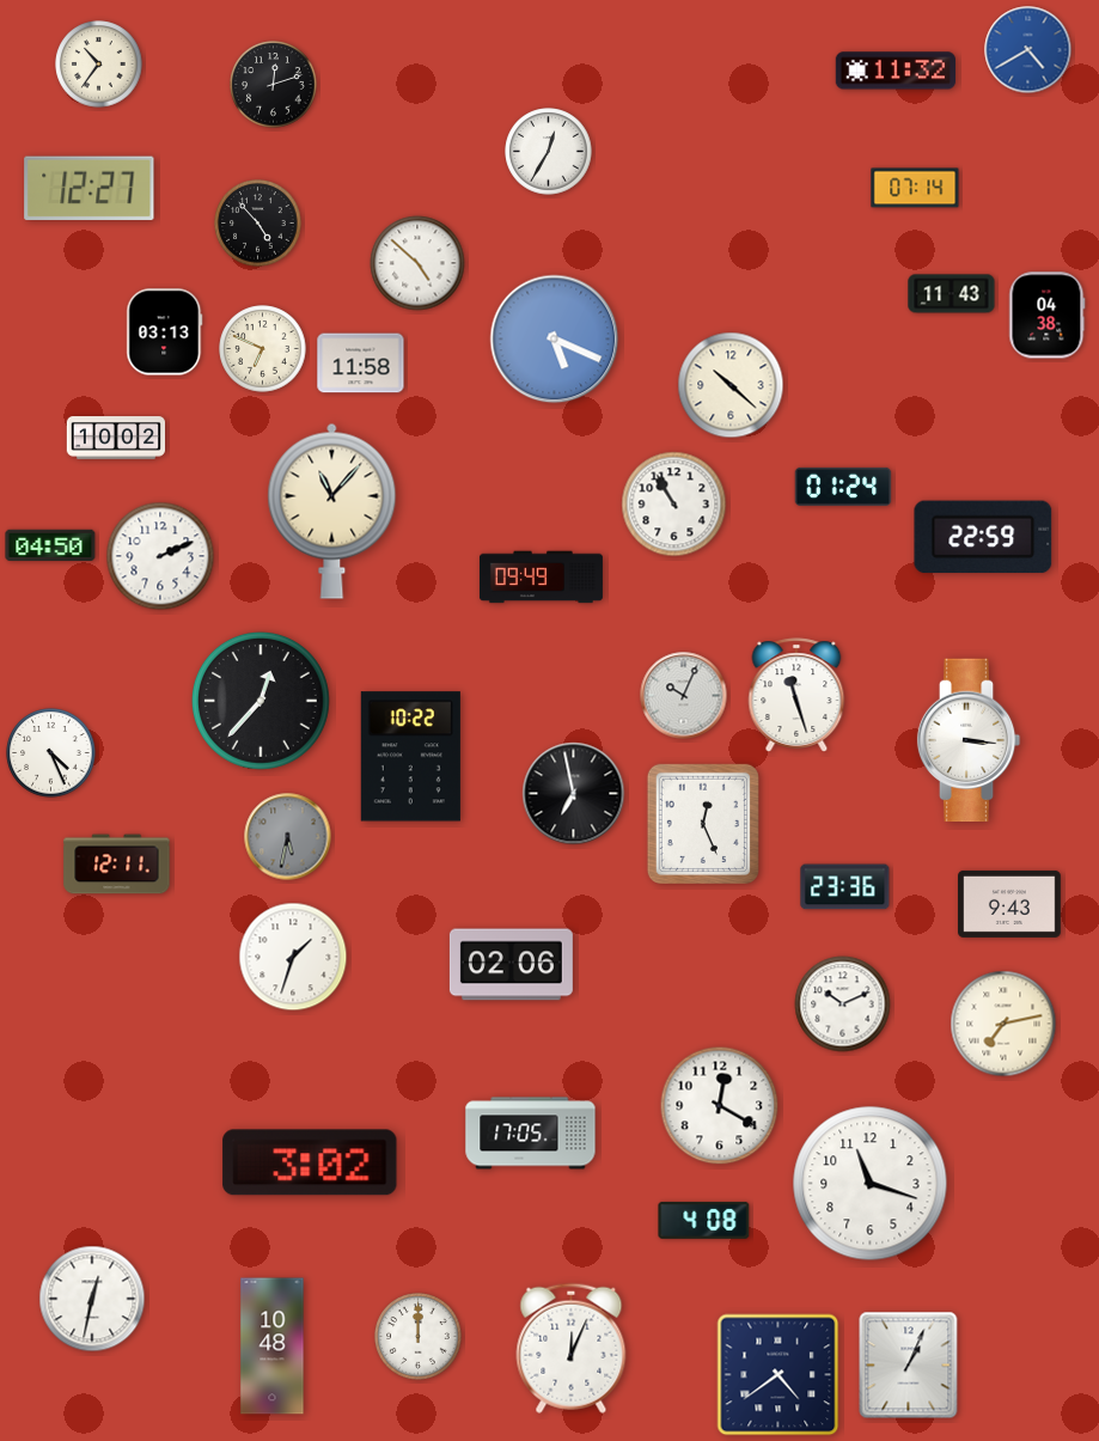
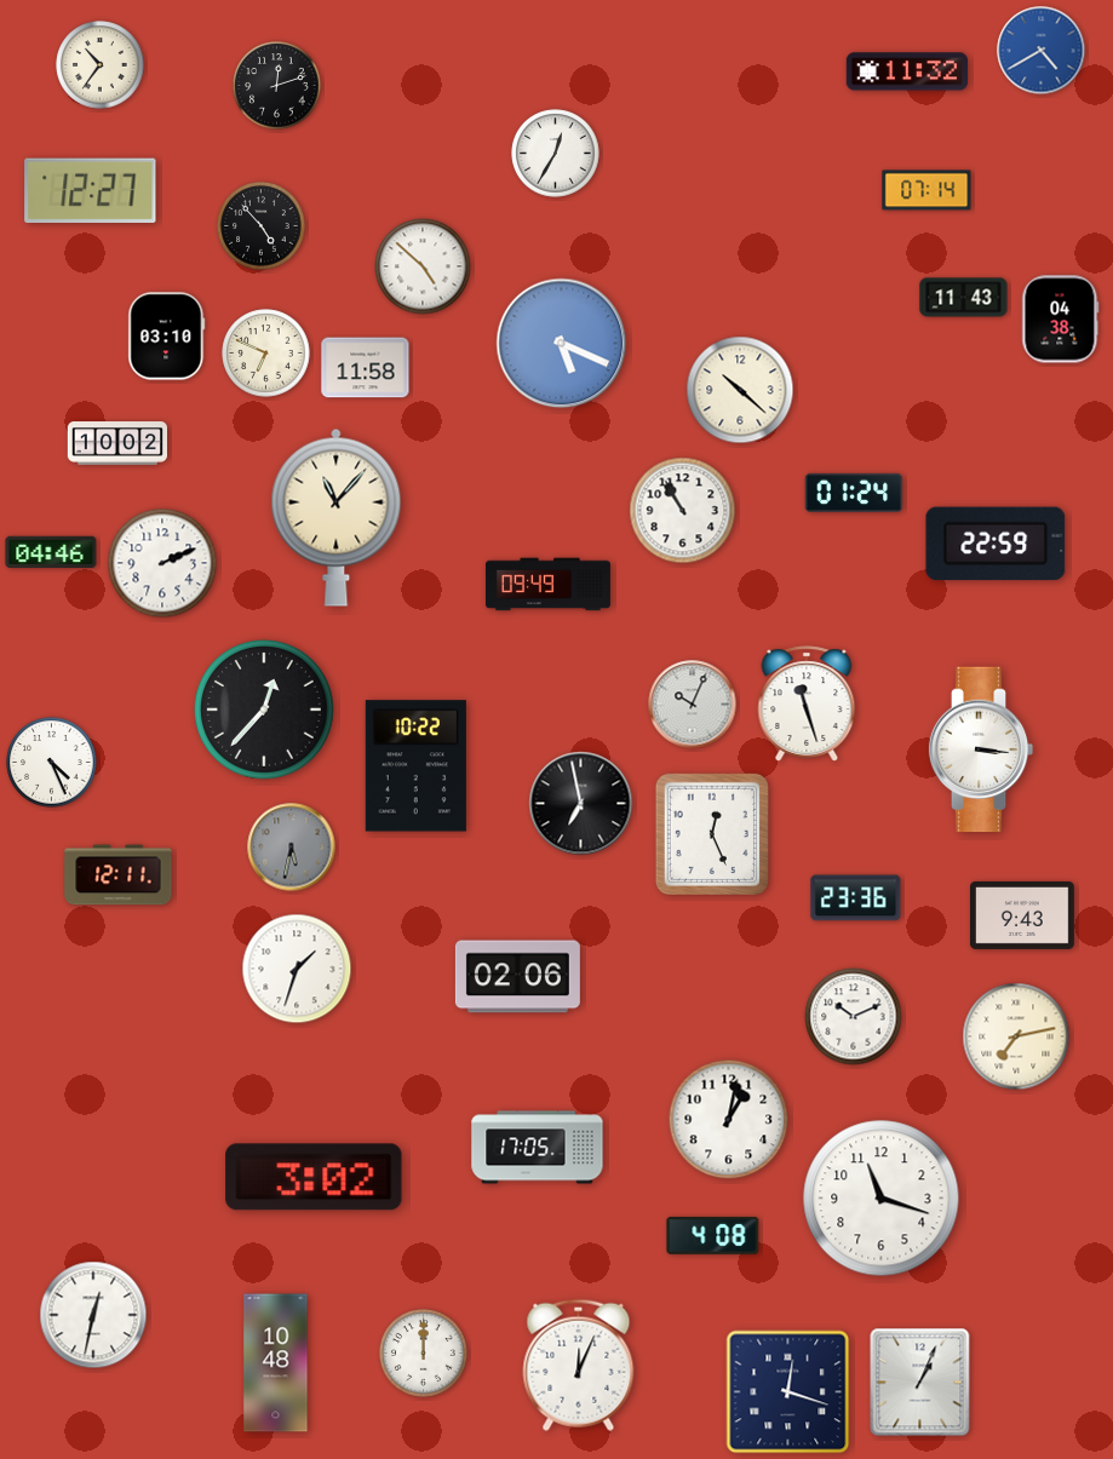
clock at (165, 332): 03:13 -> 03:10
clock at (50, 544): 04:50 -> 04:46
clock at (720, 1106): 12:20 -> 1:02
clock at (779, 1375): 4:39 -> 12:18
